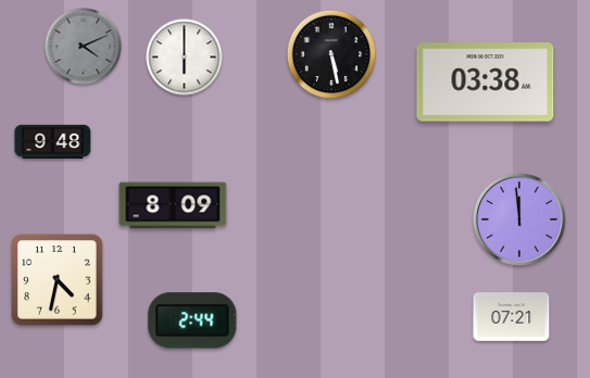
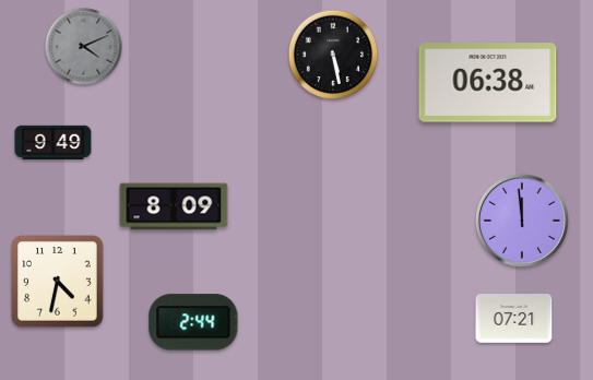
clock at (185, 58): 6:00 -> none
clock at (486, 83): 03:38 -> 06:38
clock at (53, 141): 9:48 -> 9:49
